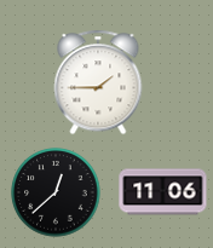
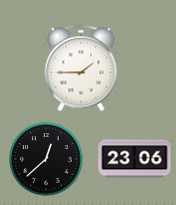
clock at (163, 192): 11:06 -> 23:06
